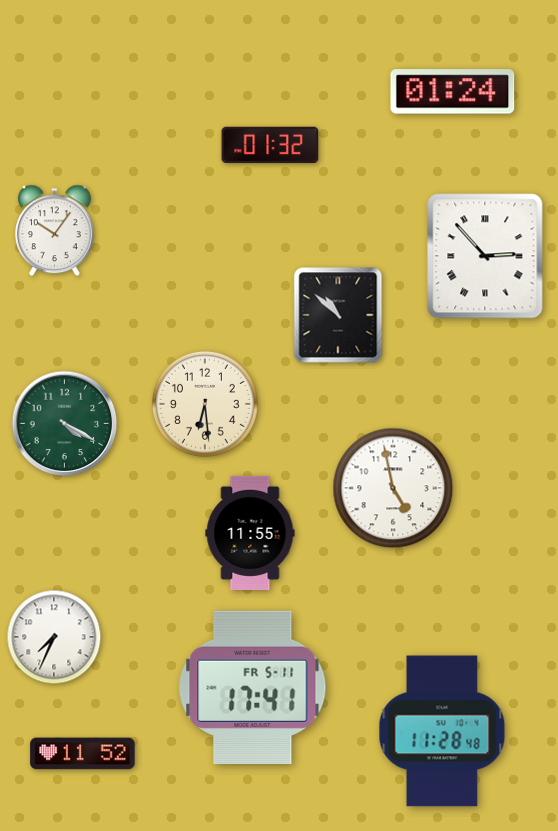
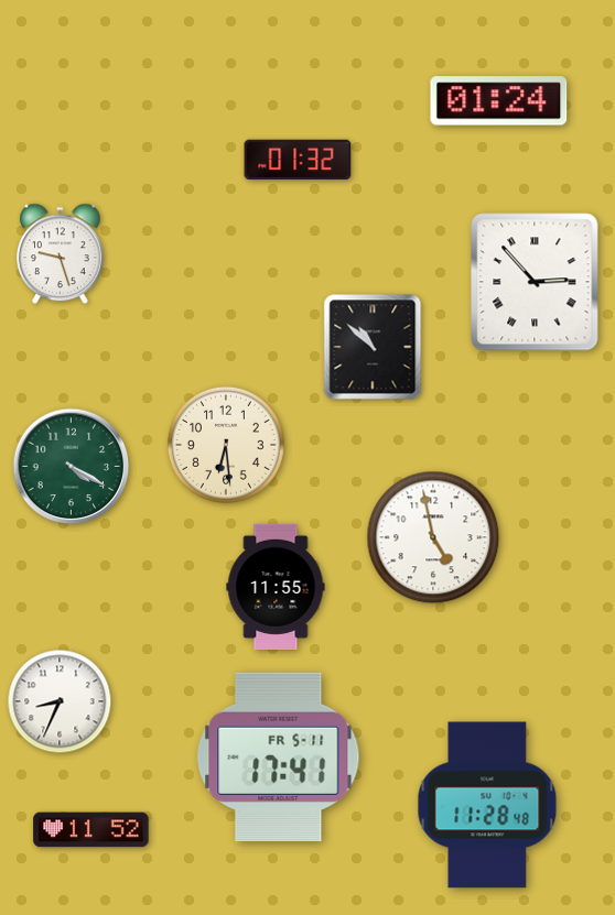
clock at (55, 231): 10:06 -> 9:27
clock at (54, 637): 7:34 -> 8:34
